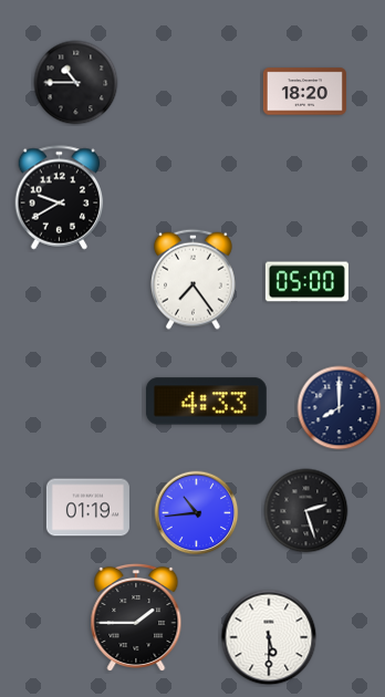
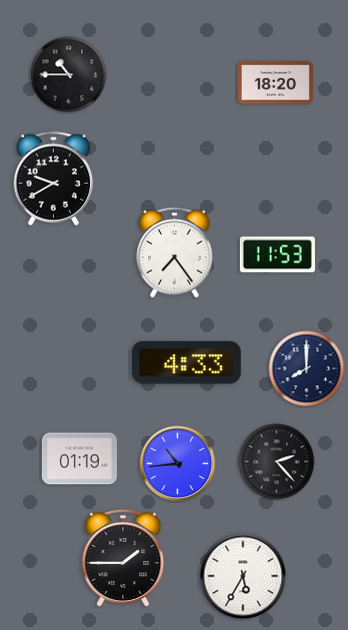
clock at (306, 282): 05:00 -> 11:53
clock at (306, 511): 2:27 -> 2:23
clock at (269, 637): 5:30 -> 5:35
